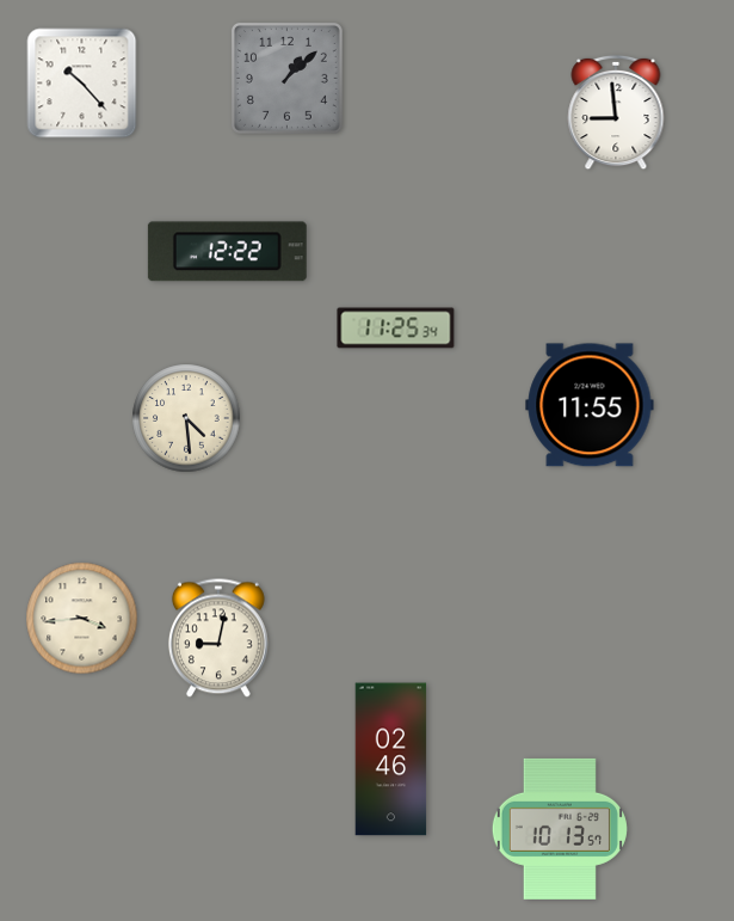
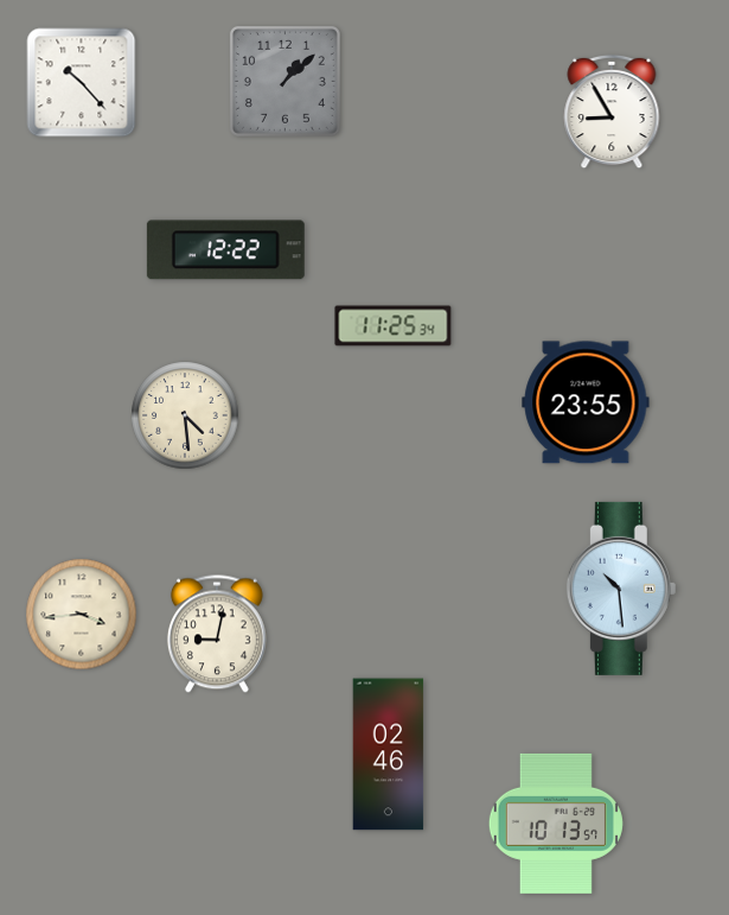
clock at (286, 78) position: (286, 78) -> (284, 81)
clock at (616, 112): 8:59 -> 8:55
clock at (590, 405): 11:55 -> 23:55
clock at (621, 589): none -> 10:29
